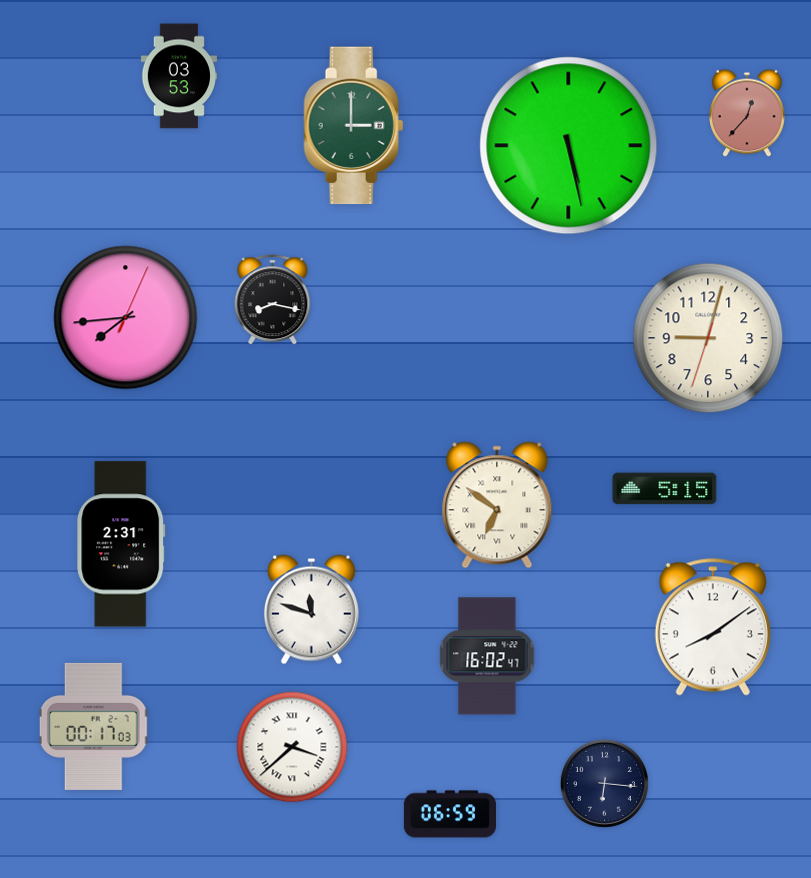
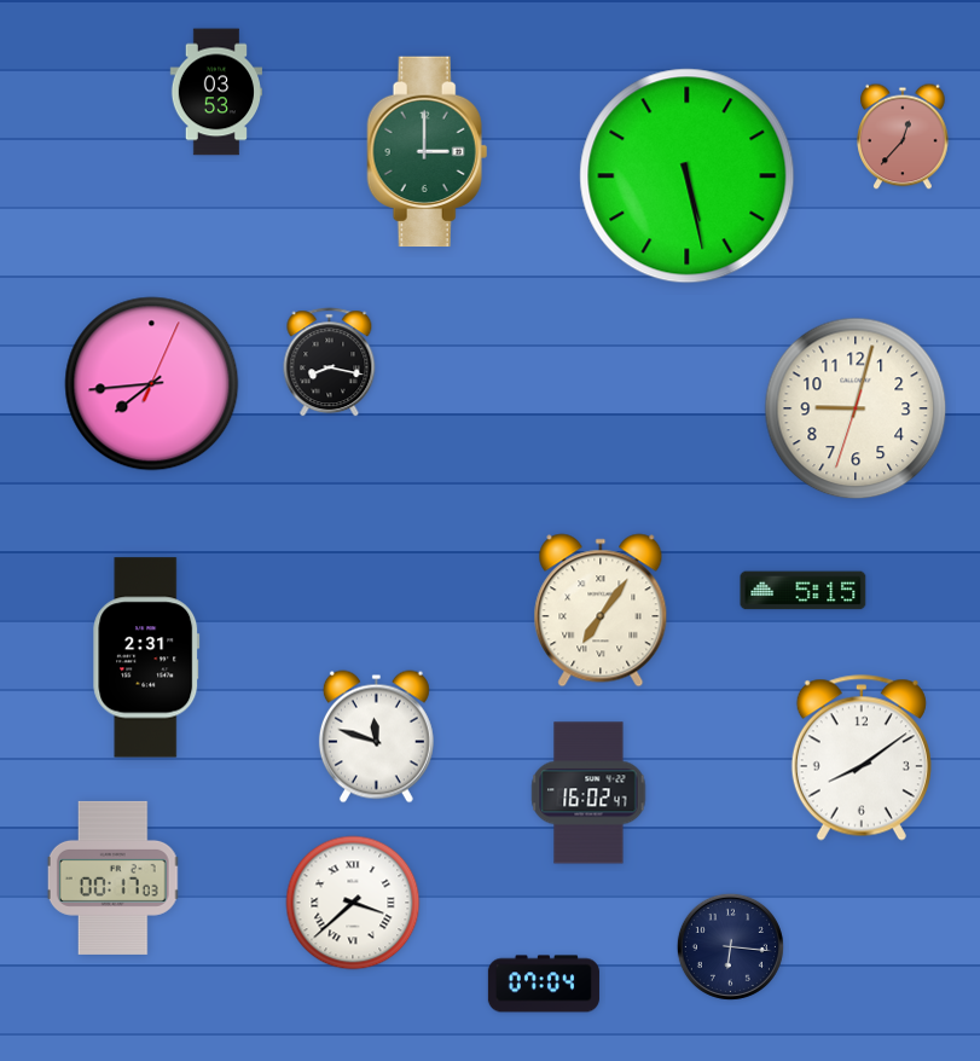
clock at (497, 505): 6:51 -> 7:06
clock at (450, 814): 06:59 -> 07:04
